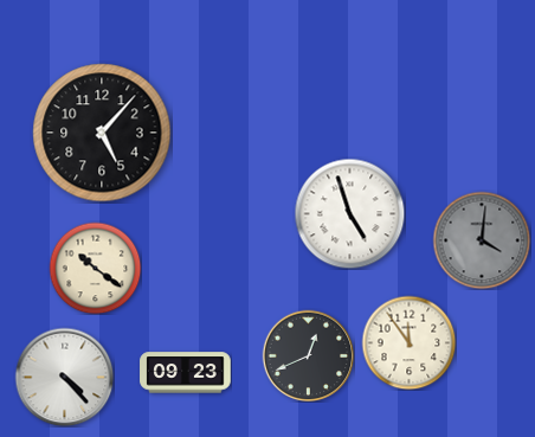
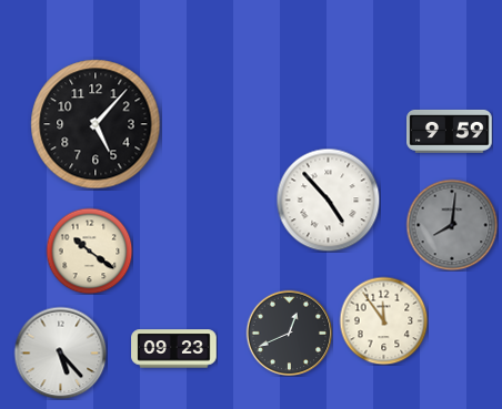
clock at (450, 132): none -> 9:59
clock at (349, 213): 4:57 -> 4:53
clock at (482, 240): 4:01 -> 8:01
clock at (64, 377): 4:23 -> 5:23
